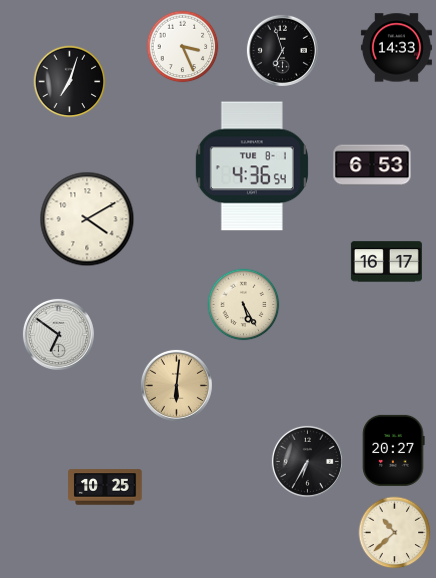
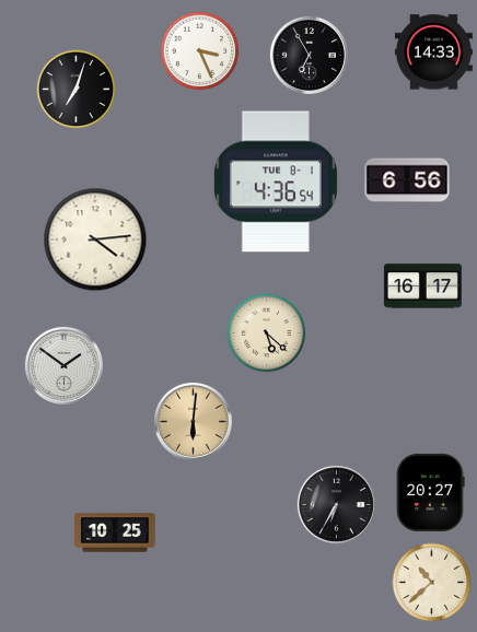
clock at (282, 50): 6:57 -> 6:55
clock at (372, 165): 6:53 -> 6:56
clock at (87, 219): 4:10 -> 4:14
clock at (244, 305): 5:25 -> 5:22
clock at (58, 334): 6:51 -> 1:51
